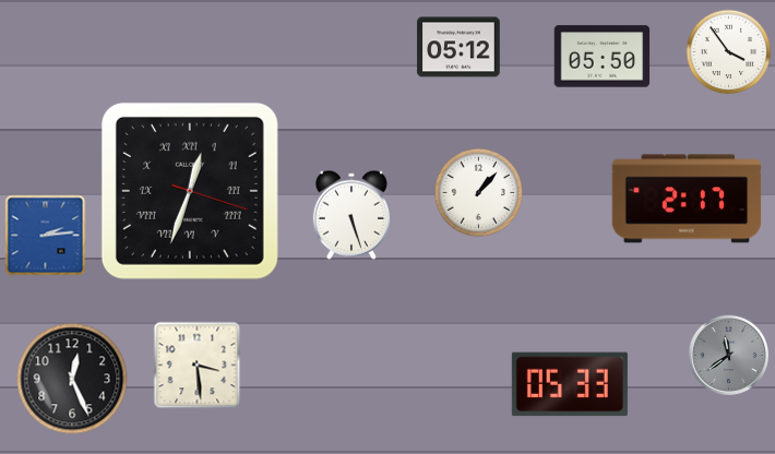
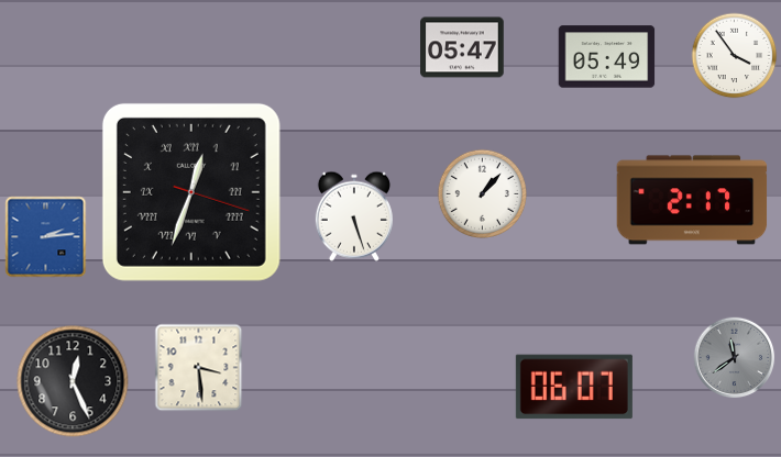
clock at (458, 47): 05:12 -> 05:47
clock at (729, 52) position: (729, 52) -> (735, 56)
clock at (603, 57): 05:50 -> 05:49
clock at (570, 384): 05:33 -> 06:07
